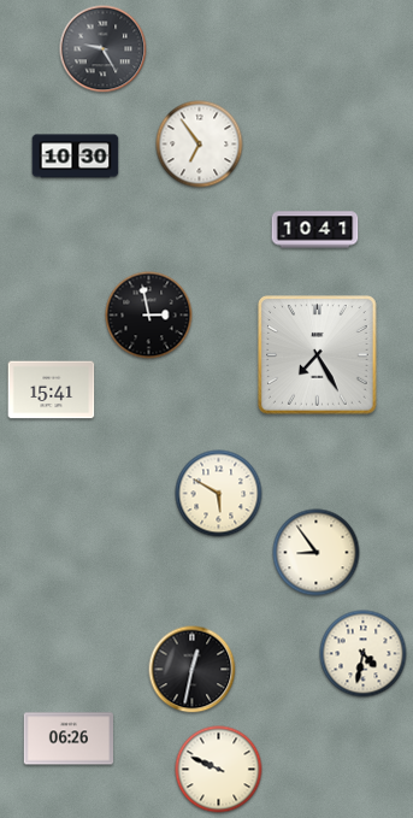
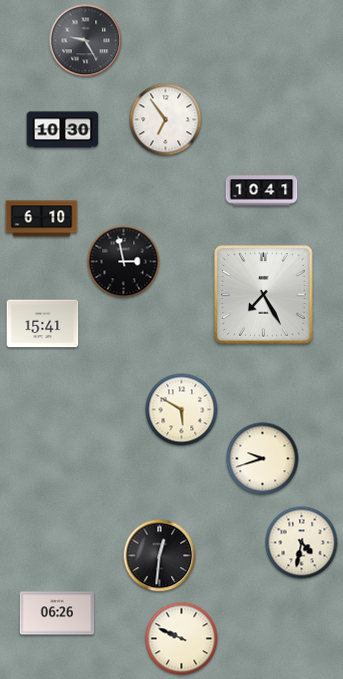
clock at (42, 219): none -> 6:10
clock at (317, 553): 8:54 -> 9:42
clock at (193, 670): 12:32 -> 12:31
